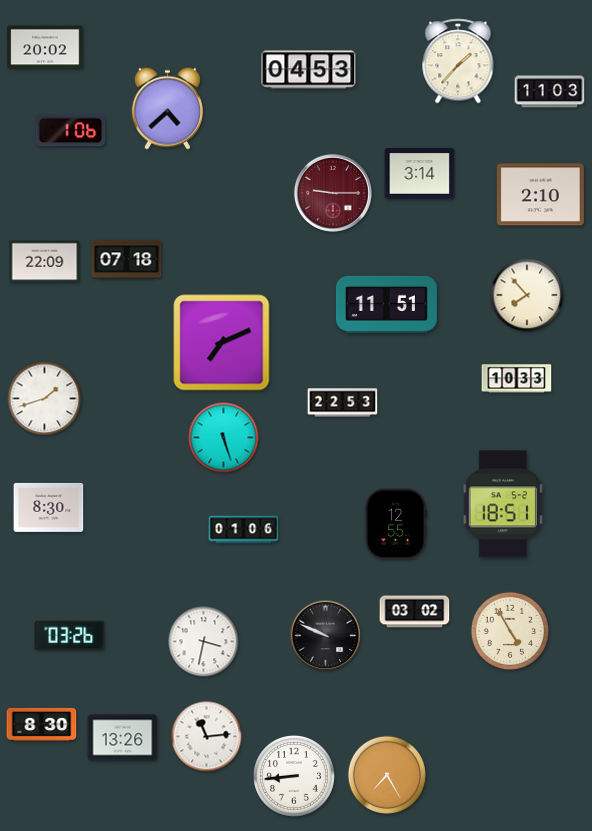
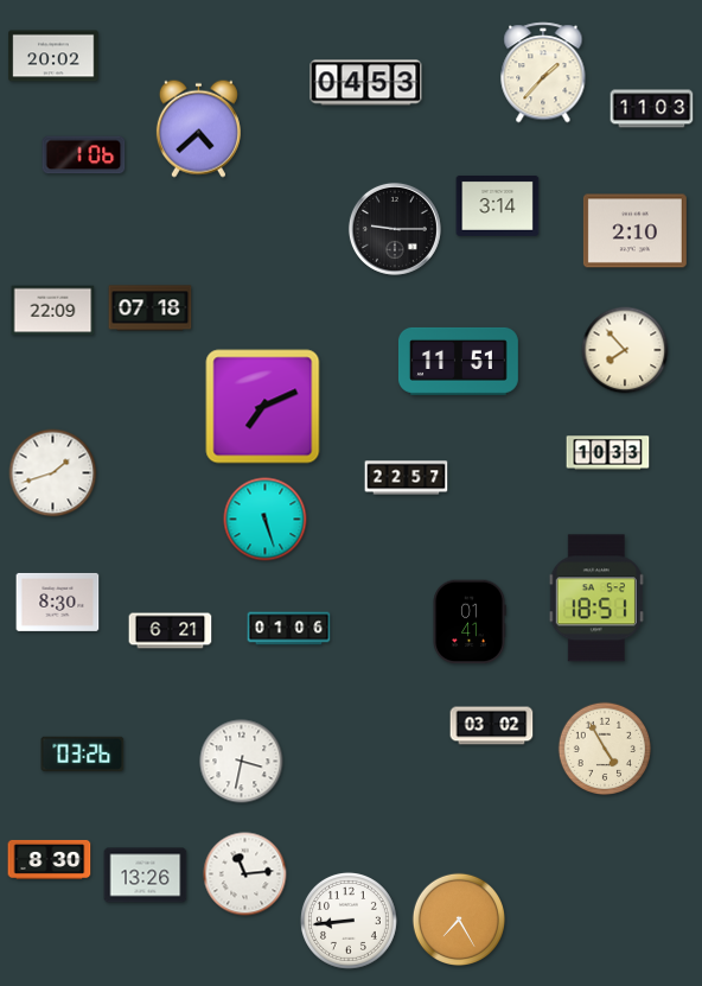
clock at (333, 193) dial: burgundy -> black
clock at (540, 195) position: (540, 195) -> (634, 231)
clock at (517, 379) position: (517, 379) -> (608, 453)
clock at (343, 403): 22:53 -> 22:57
clock at (396, 524): 12:55 -> 01:41
clock at (171, 631): none -> 6:21
clock at (326, 636): 9:49 -> none
